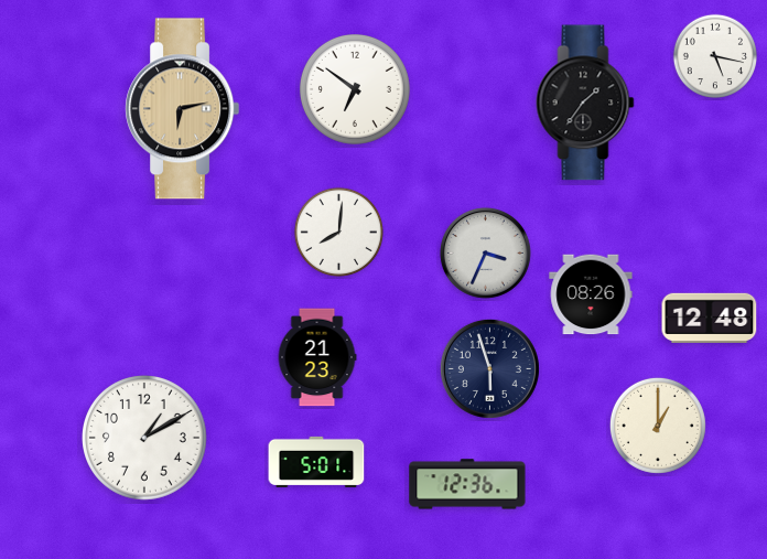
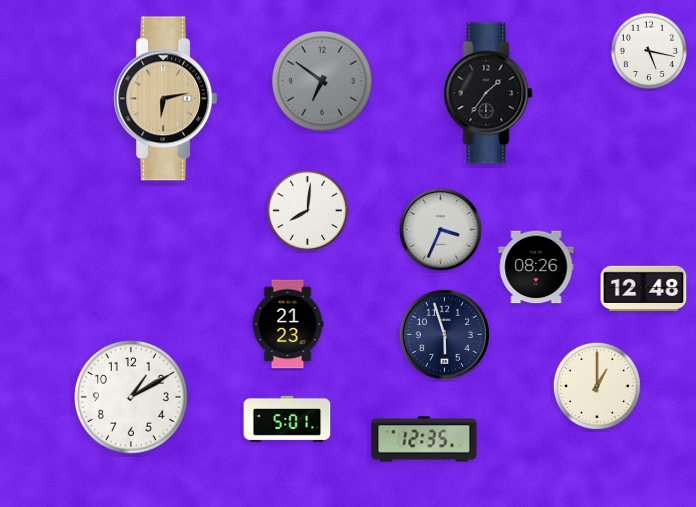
clock at (355, 89) dial: white -> grey
clock at (585, 103) position: (585, 103) -> (488, 93)
clock at (467, 484): 12:36 -> 12:35
